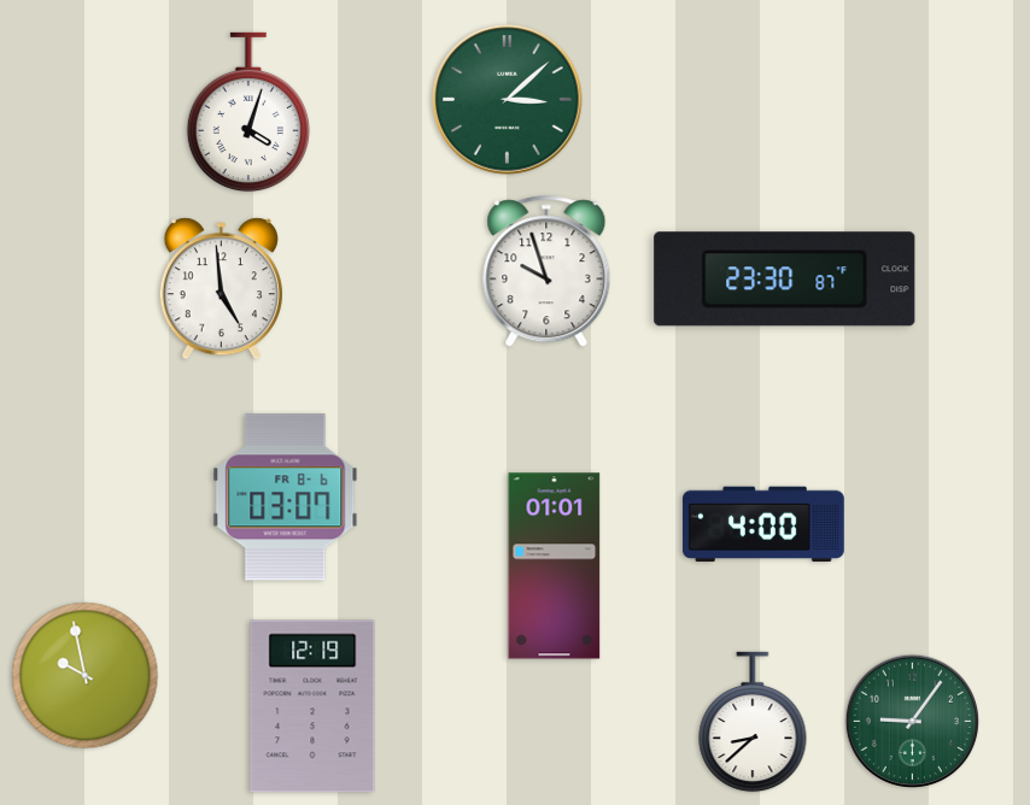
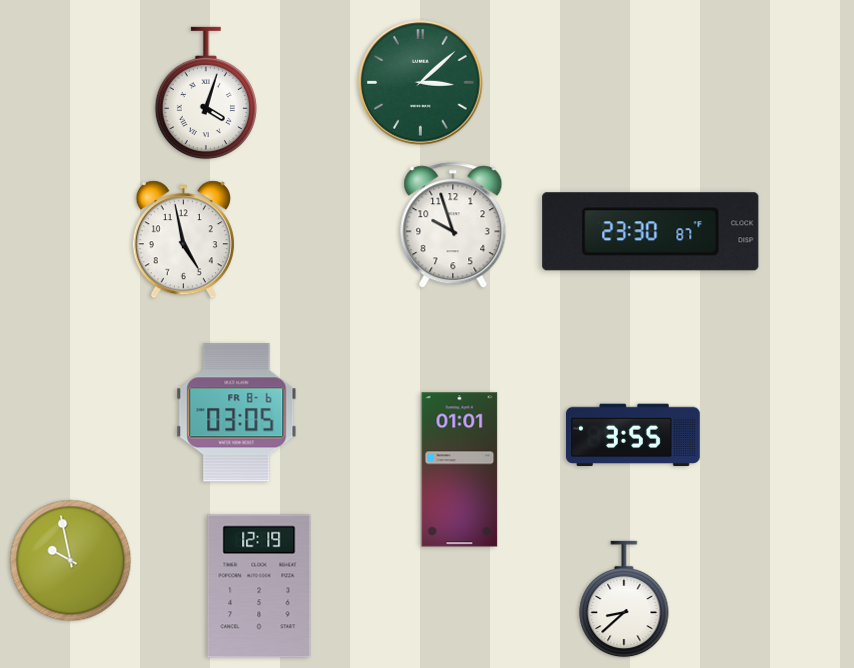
clock at (221, 289): 4:59 -> 4:58
clock at (286, 498): 03:07 -> 03:05
clock at (763, 524): 4:00 -> 3:55
clock at (912, 721): 9:06 -> none
